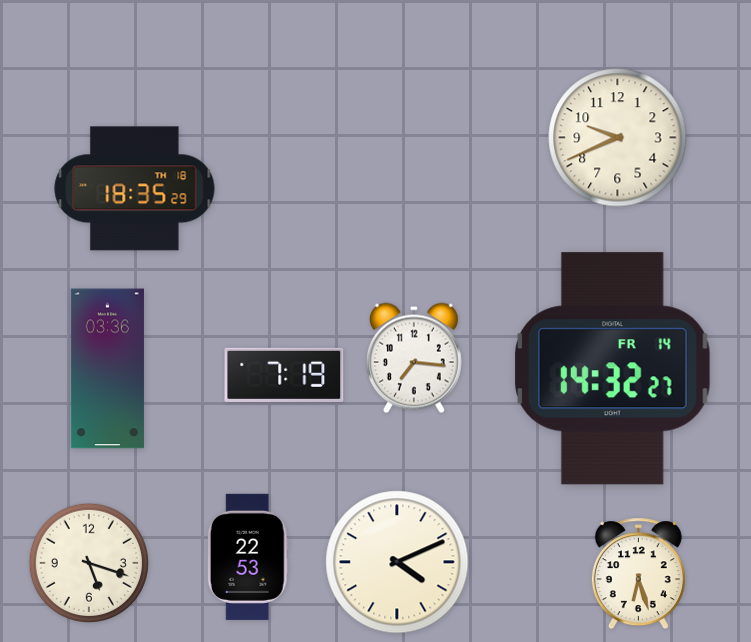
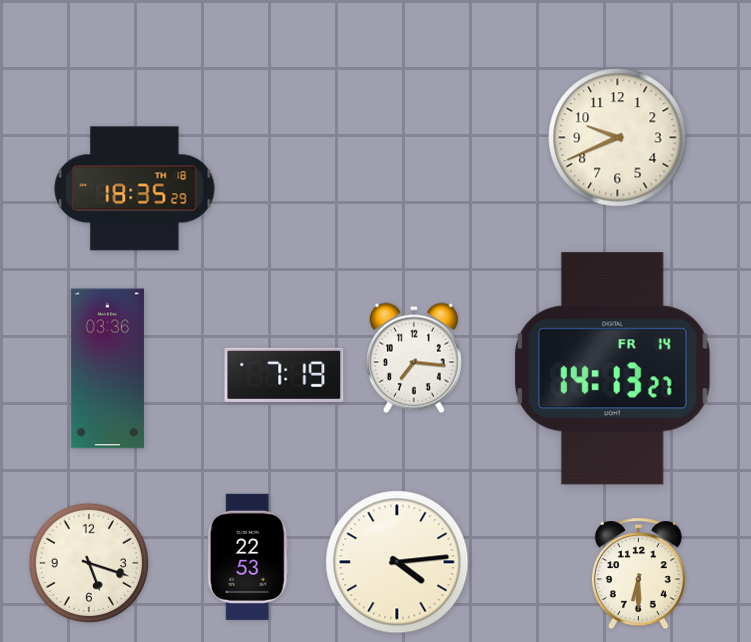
clock at (612, 369): 14:32 -> 14:13
clock at (397, 562): 4:11 -> 4:14
clock at (638, 574): 6:27 -> 6:30
